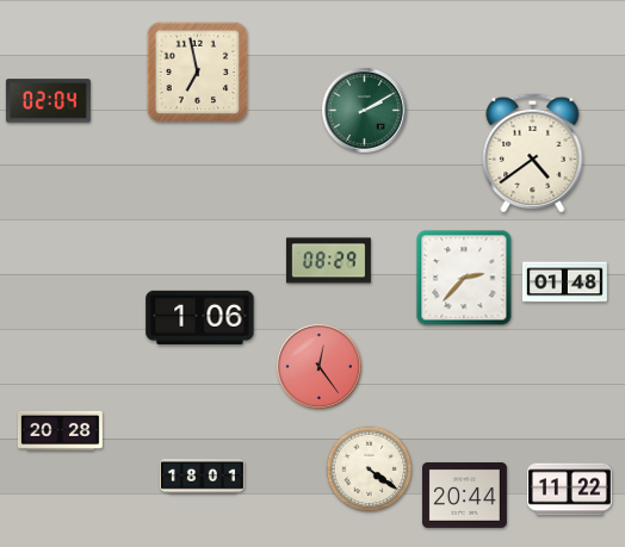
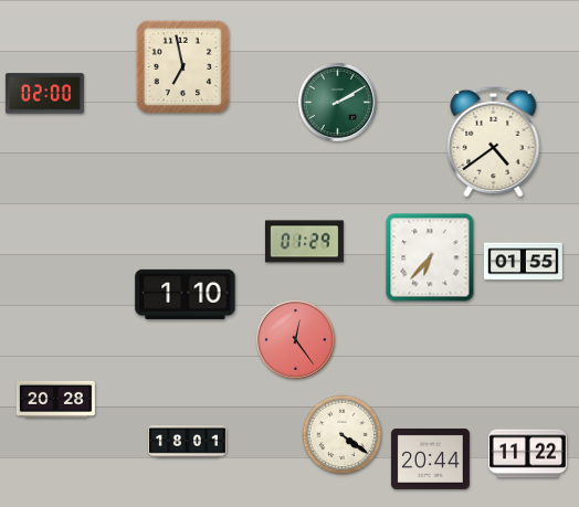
clock at (48, 101): 02:04 -> 02:00
clock at (328, 261): 08:29 -> 01:29
clock at (464, 278): 2:37 -> 6:37
clock at (564, 282): 01:48 -> 01:55
clock at (200, 317): 1:06 -> 1:10
